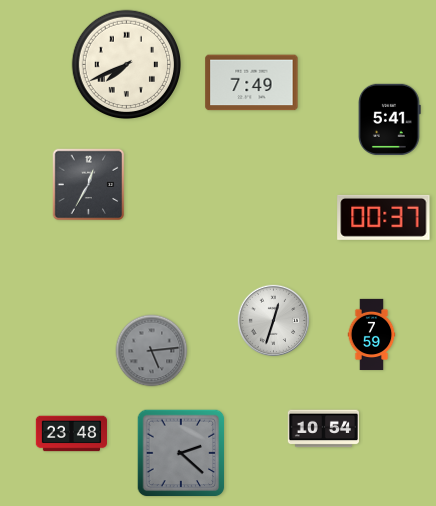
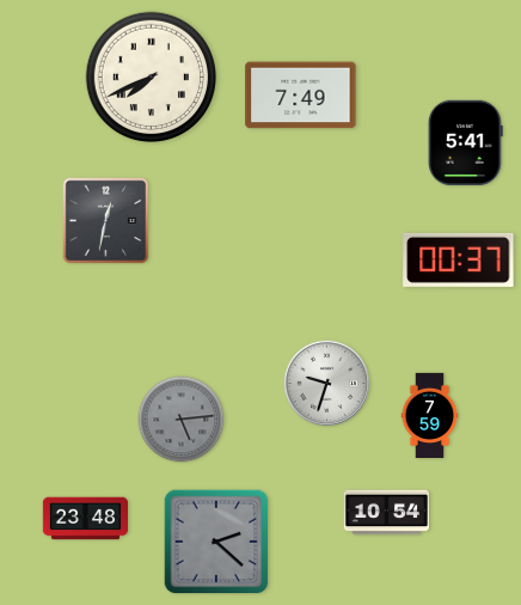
clock at (252, 83) position: (252, 83) -> (301, 96)
clock at (89, 185): 12:35 -> 12:32
clock at (273, 320): 12:33 -> 9:33
clock at (372, 335) position: (372, 335) -> (430, 416)
